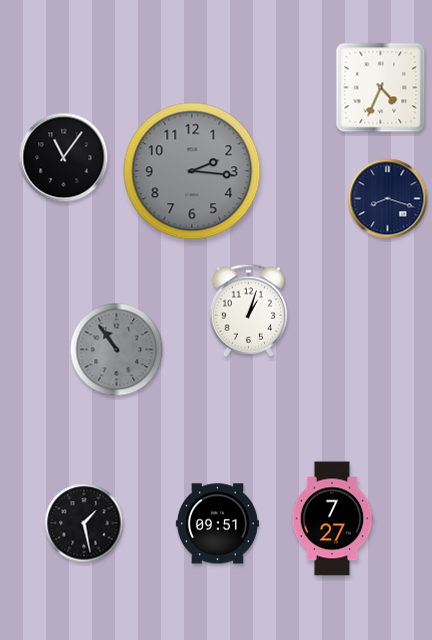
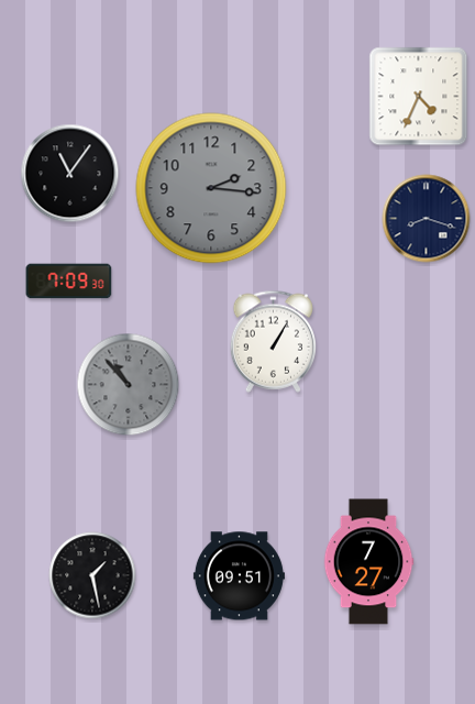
clock at (69, 282): none -> 7:09
clock at (248, 310): 1:03 -> 1:05
clock at (117, 350): 10:54 -> 10:53
clock at (332, 519) position: (332, 519) -> (368, 562)
